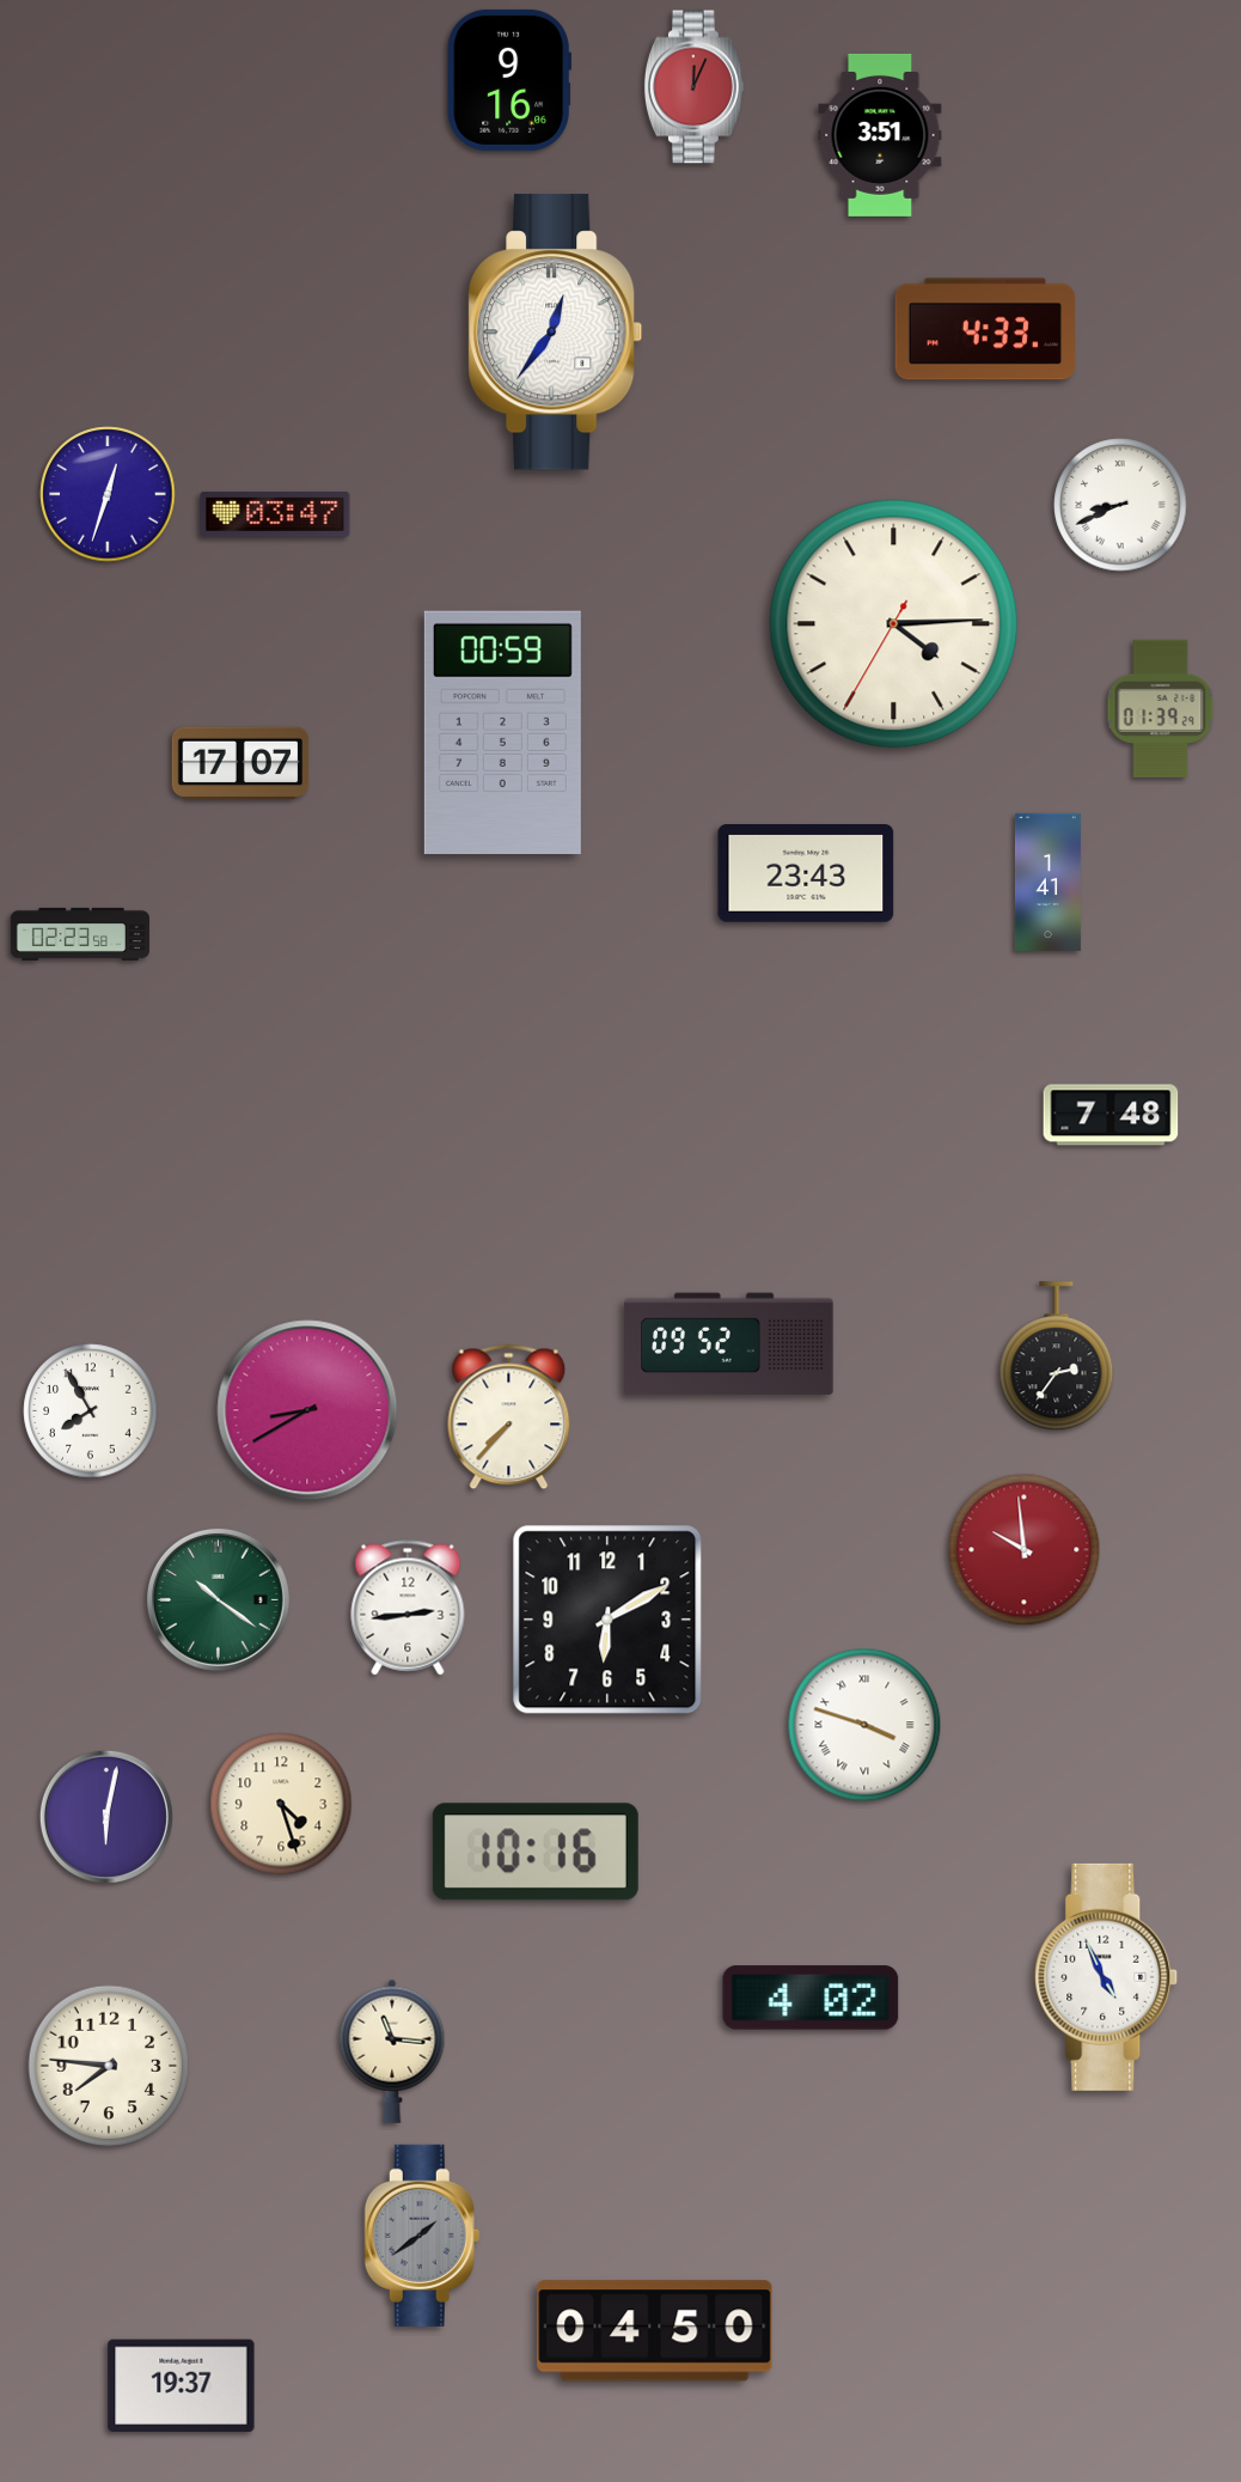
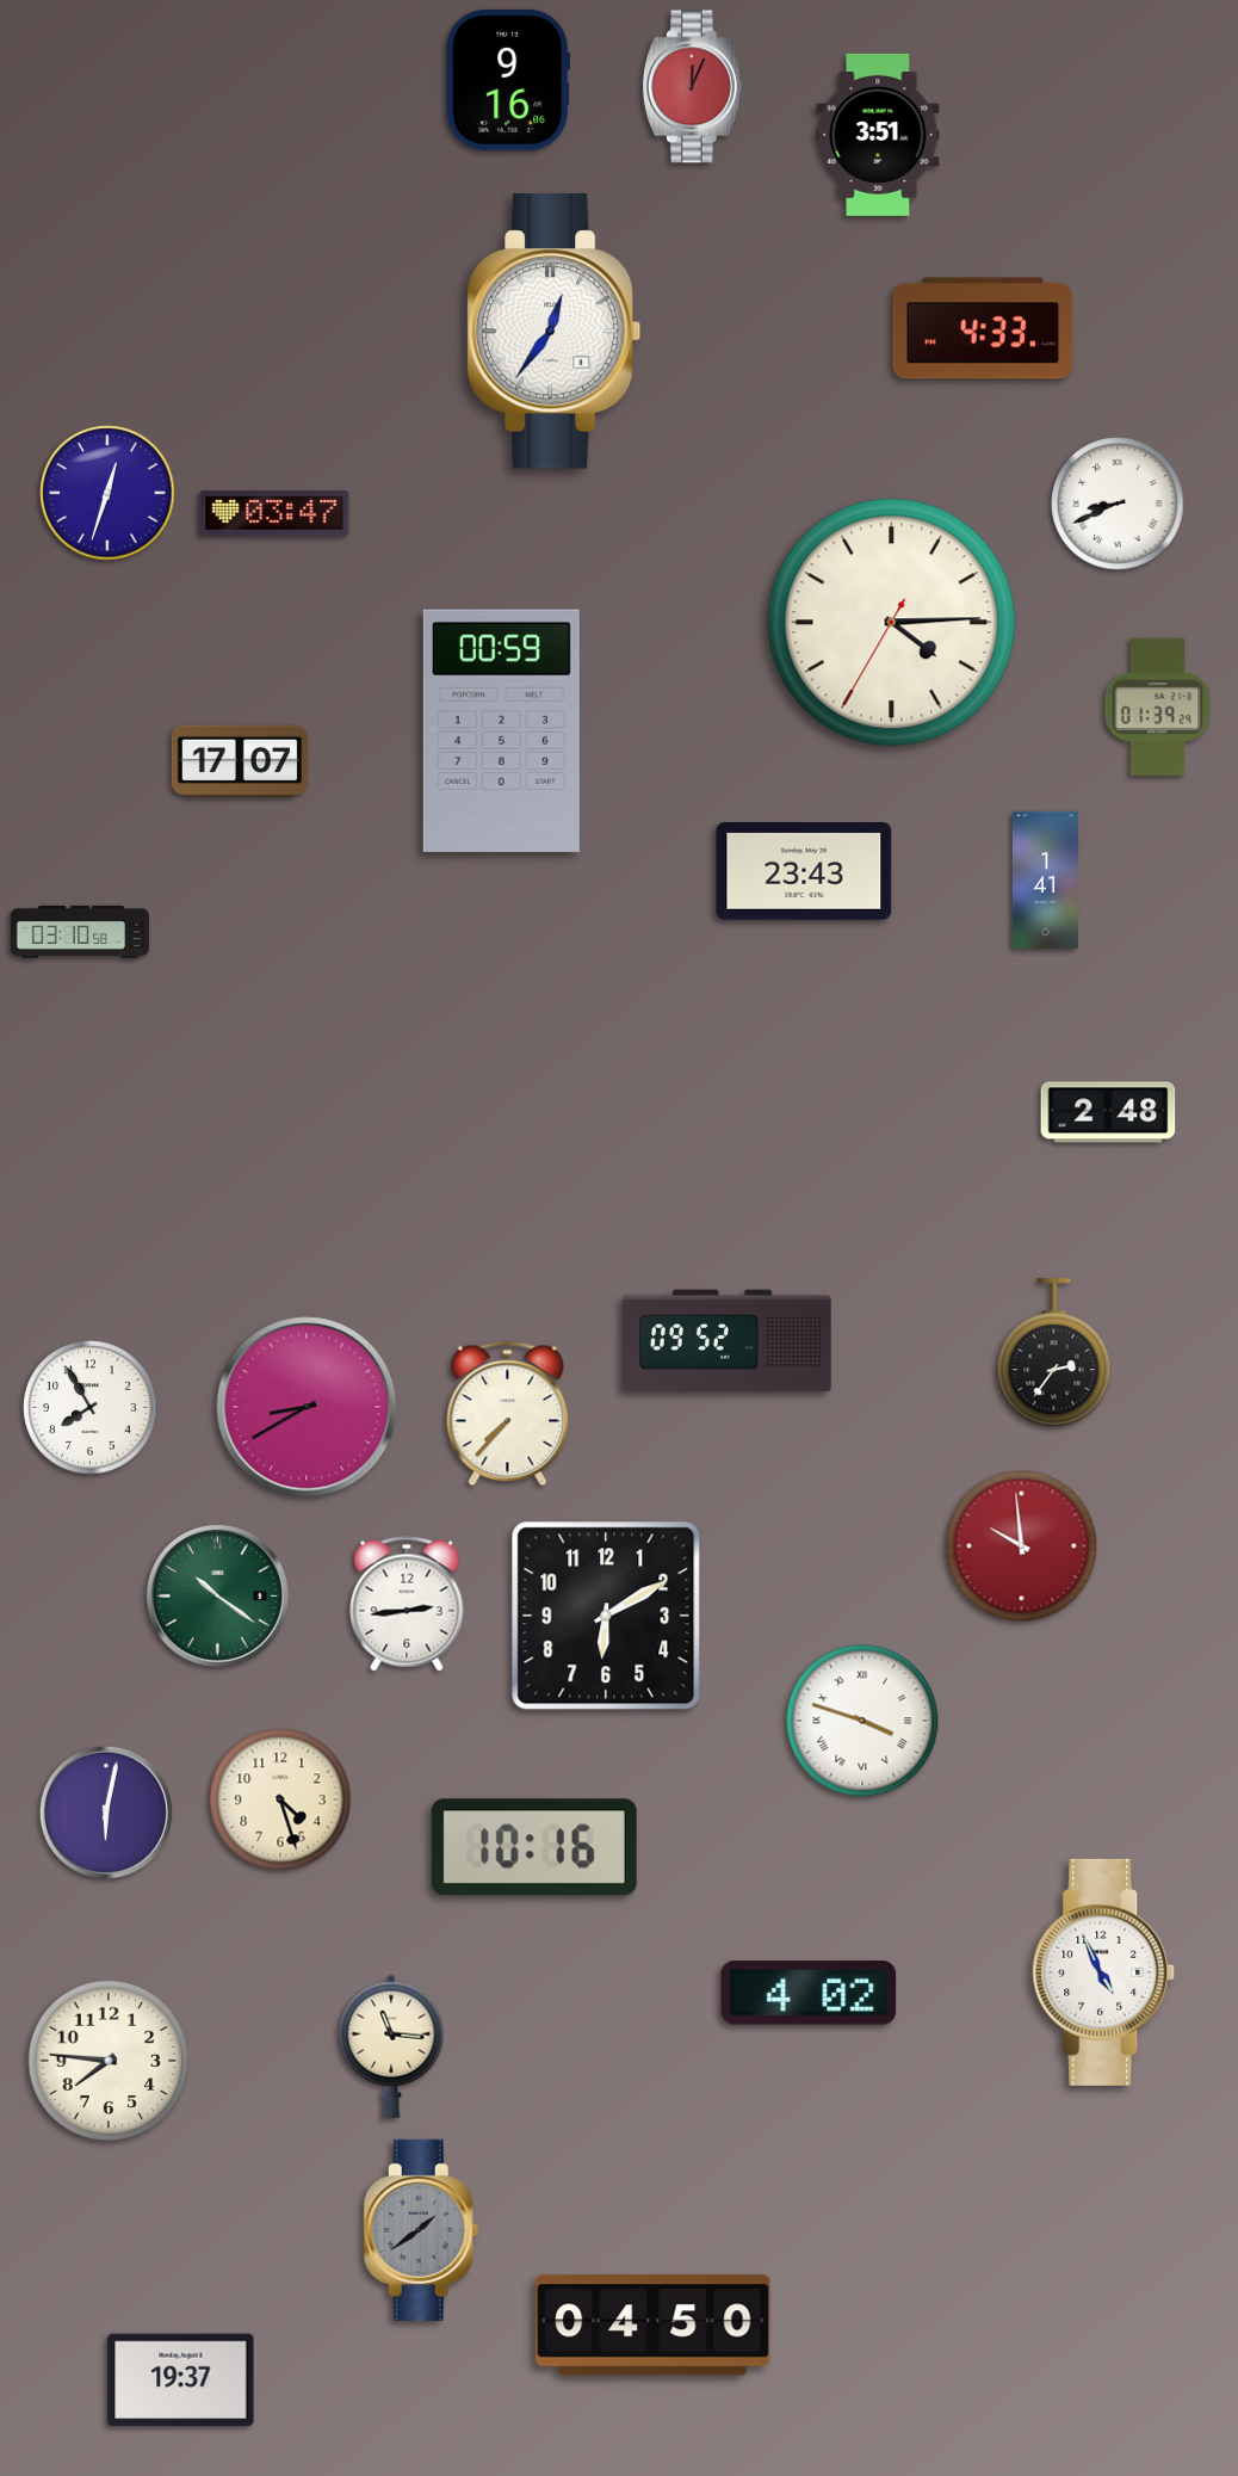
clock at (80, 934): 02:23 -> 03:10
clock at (1111, 1115): 7:48 -> 2:48
